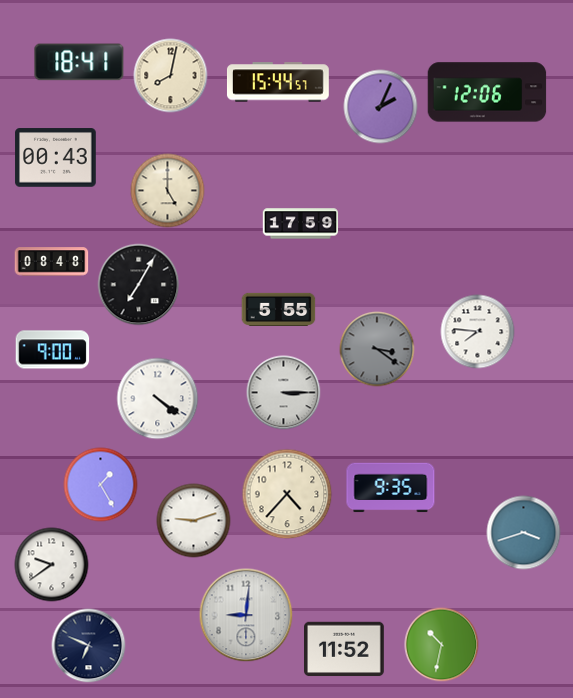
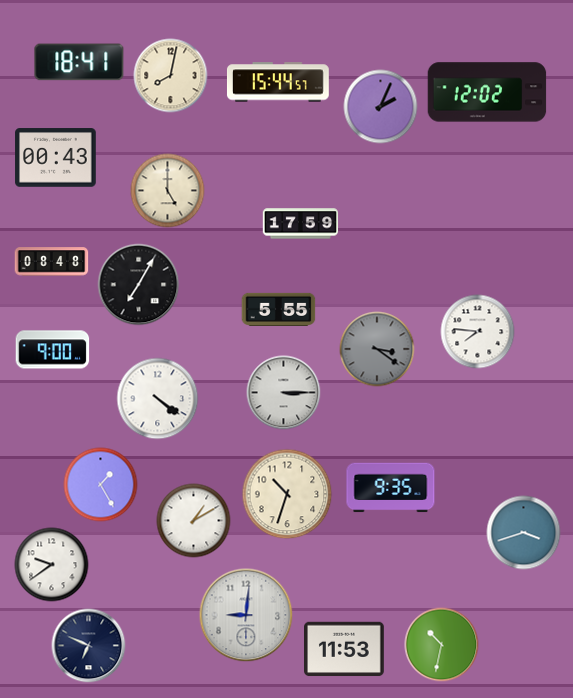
clock at (487, 92): 12:06 -> 12:02
clock at (287, 494): 4:37 -> 10:33
clock at (194, 521): 9:12 -> 1:10
clock at (345, 649): 11:52 -> 11:53
